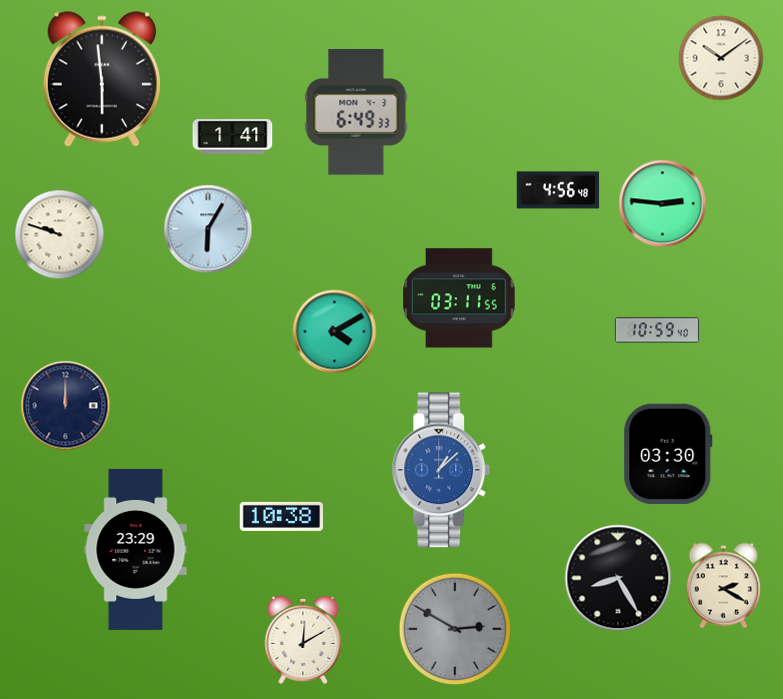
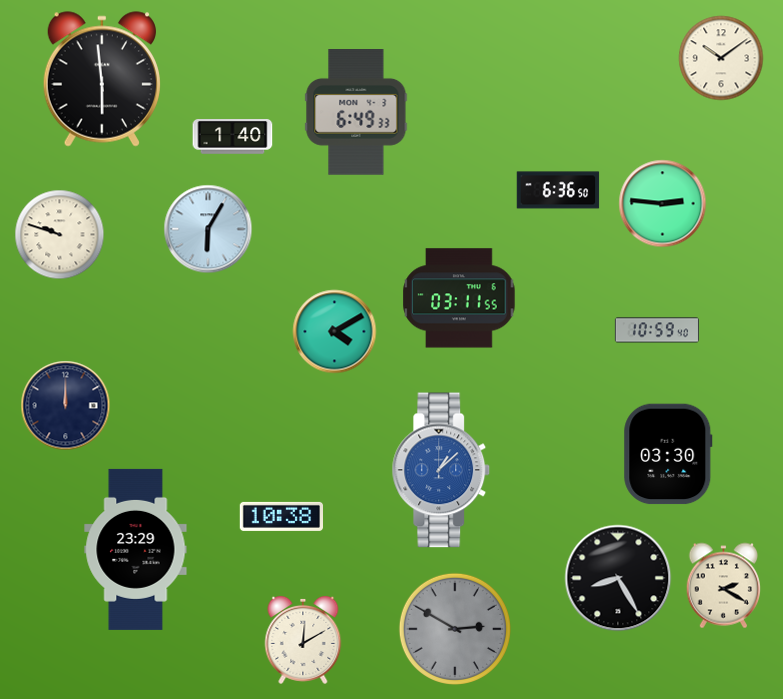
clock at (233, 137): 1:41 -> 1:40
clock at (558, 190): 4:56 -> 6:36
